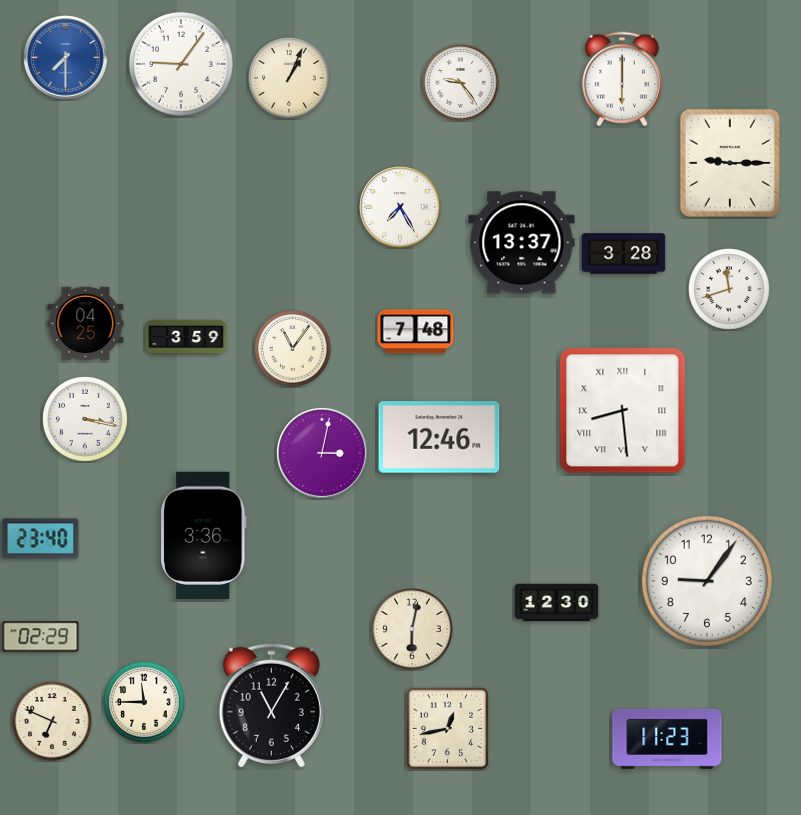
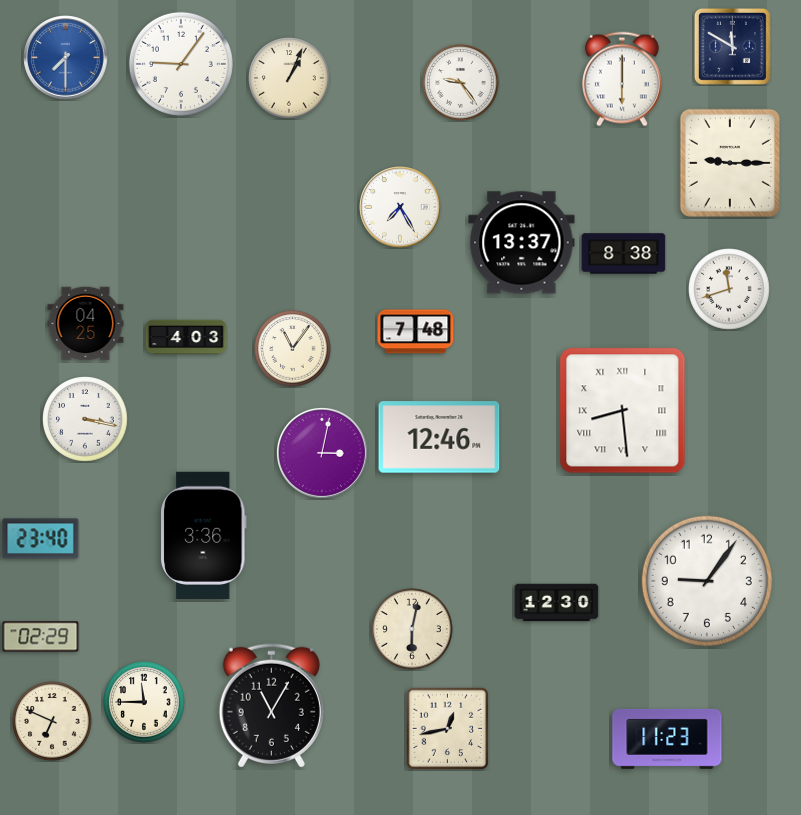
clock at (732, 46): none -> 11:50
clock at (624, 254): 3:28 -> 8:38
clock at (186, 337): 3:59 -> 4:03
